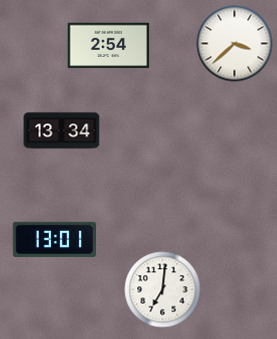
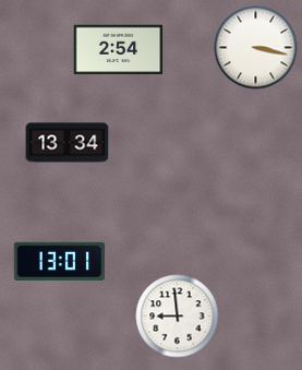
clock at (235, 44): 3:38 -> 3:17
clock at (163, 290): 7:01 -> 8:59
